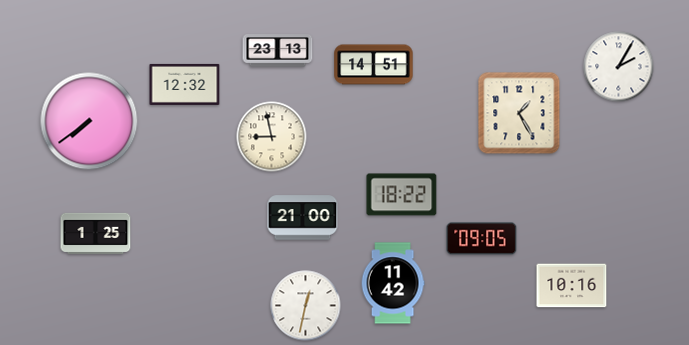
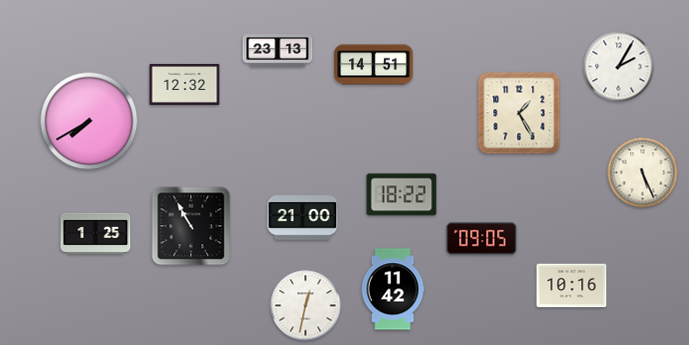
clock at (89, 121): 7:39 -> 7:40
clock at (272, 137): 8:58 -> none
clock at (643, 173): none -> 5:26
clock at (191, 226): none -> 10:55
clock at (393, 283) position: (393, 283) -> (393, 289)
